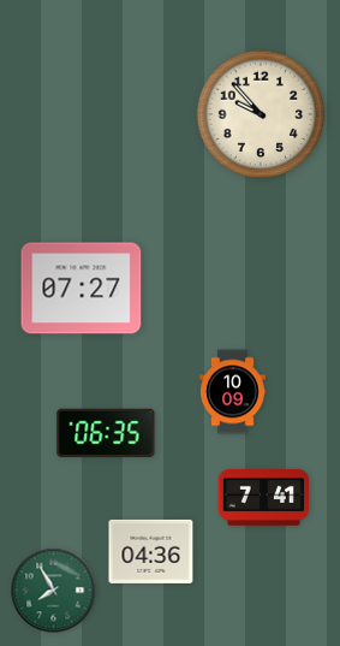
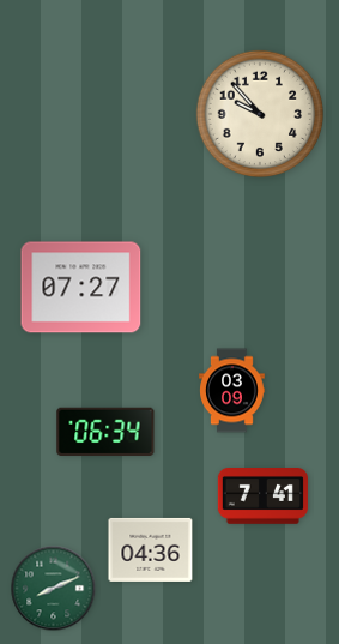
clock at (233, 392): 10:09 -> 03:09
clock at (106, 432): 06:35 -> 06:34
clock at (54, 591): 7:55 -> 8:11
